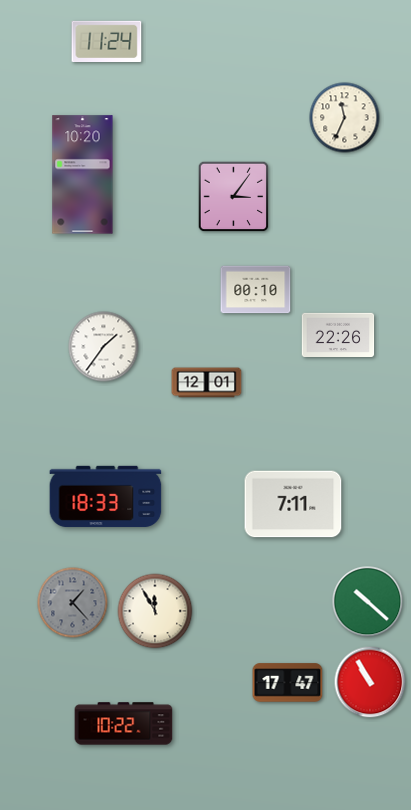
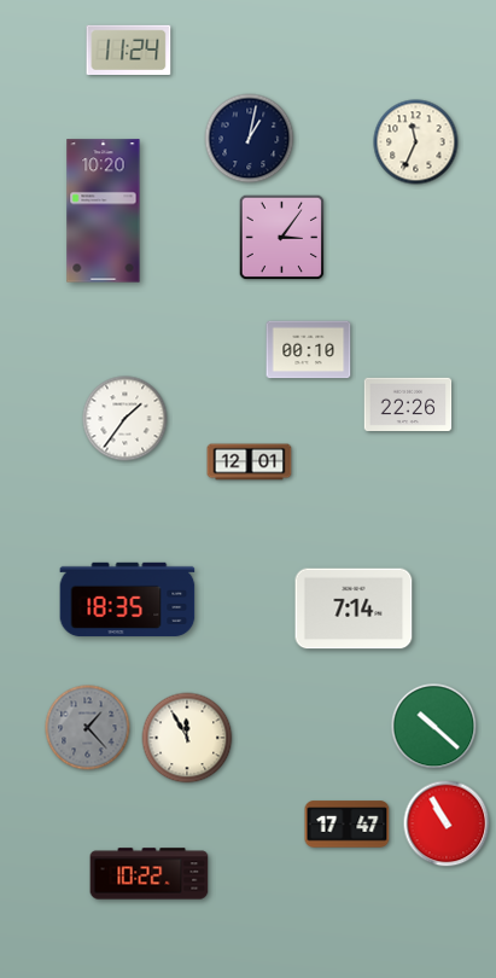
clock at (250, 139): none -> 1:02
clock at (83, 175) position: (83, 175) -> (104, 211)
clock at (106, 497): 18:33 -> 18:35
clock at (293, 504): 7:11 -> 7:14
clock at (368, 602) position: (368, 602) -> (434, 727)
